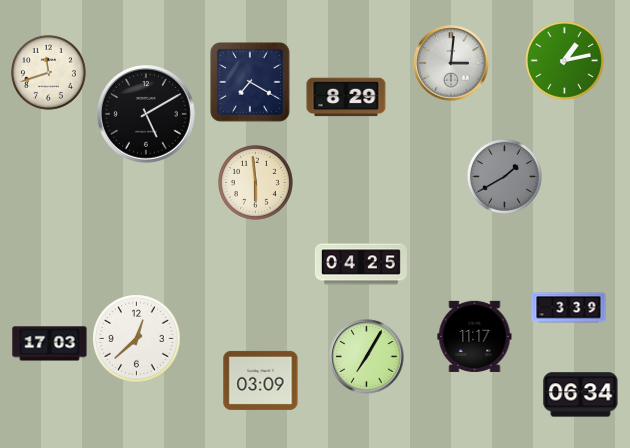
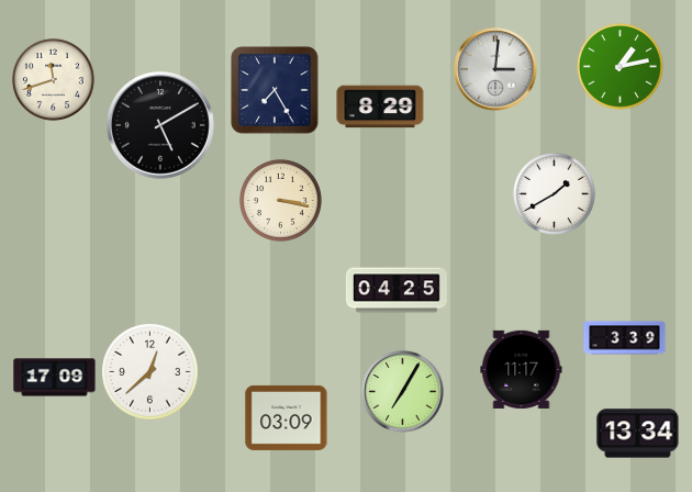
clock at (250, 82): 7:20 -> 7:25
clock at (504, 176) dial: grey -> white
clock at (255, 182): 5:59 -> 3:17
clock at (50, 344): 17:03 -> 17:09
clock at (581, 395): 06:34 -> 13:34
